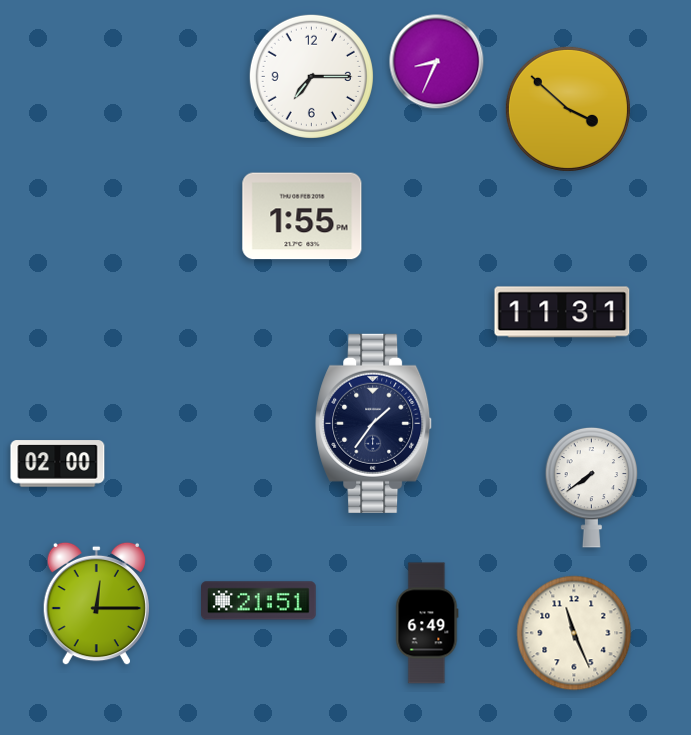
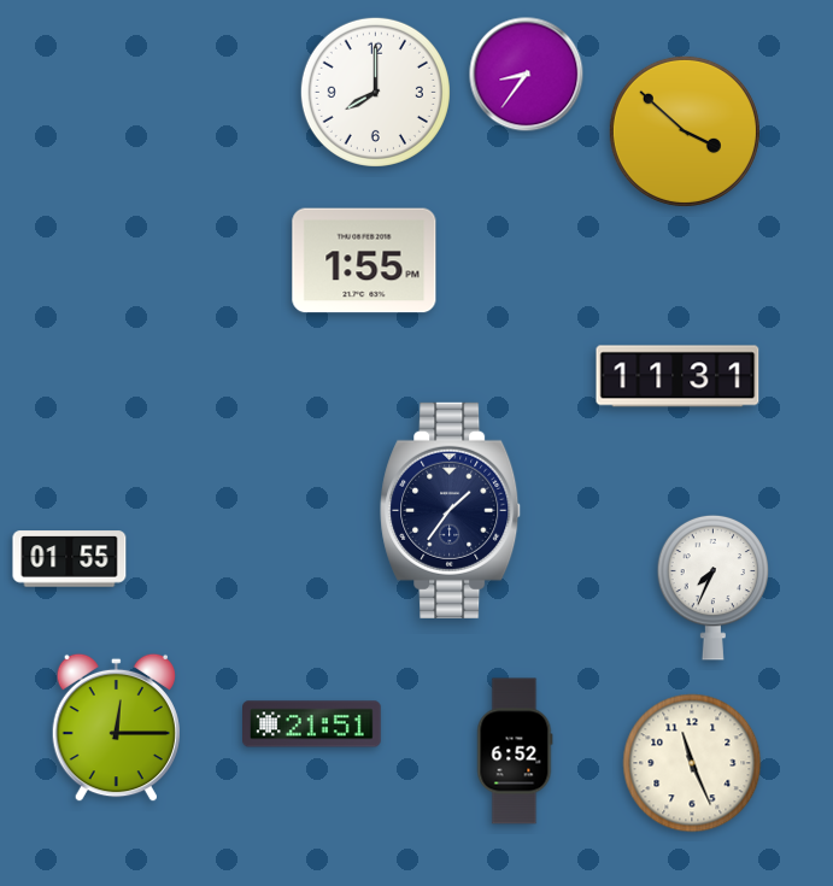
clock at (437, 62): 8:34 -> 8:36
clock at (311, 76): 7:15 -> 8:00
clock at (58, 464): 02:00 -> 01:55
clock at (592, 487): 7:39 -> 7:34
clock at (427, 623): 6:49 -> 6:52
